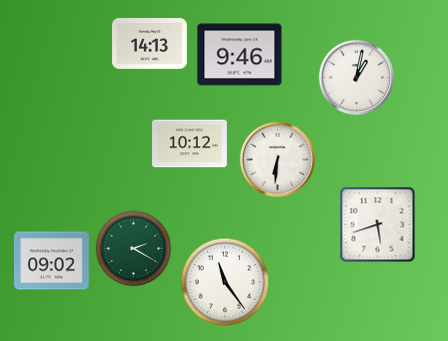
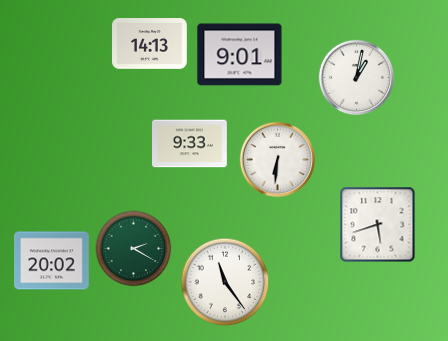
clock at (240, 55): 9:46 -> 9:01
clock at (190, 144): 10:12 -> 9:33
clock at (52, 261): 09:02 -> 20:02
